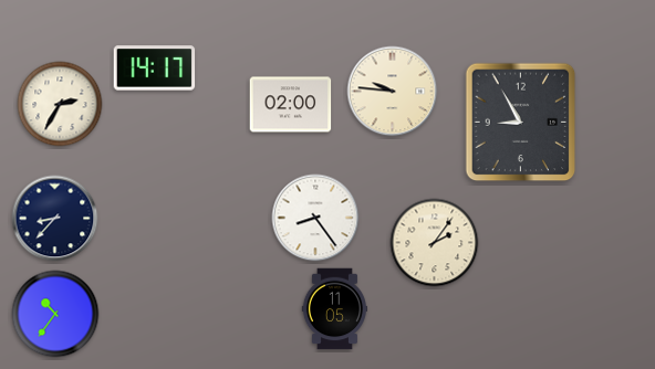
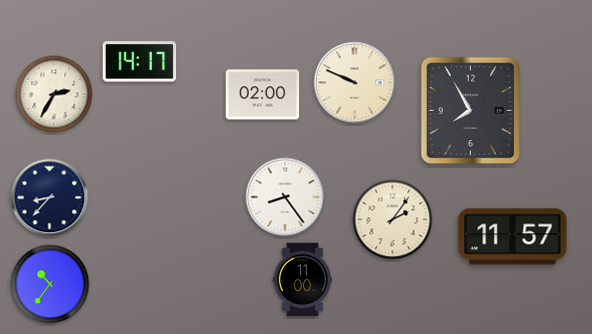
clock at (393, 92): 9:46 -> 9:49
clock at (521, 123): 8:55 -> 7:55
clock at (513, 237): none -> 11:57
clock at (334, 309): 11:05 -> 11:00
